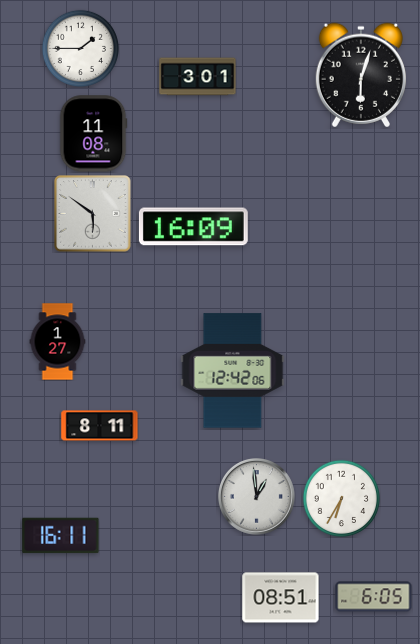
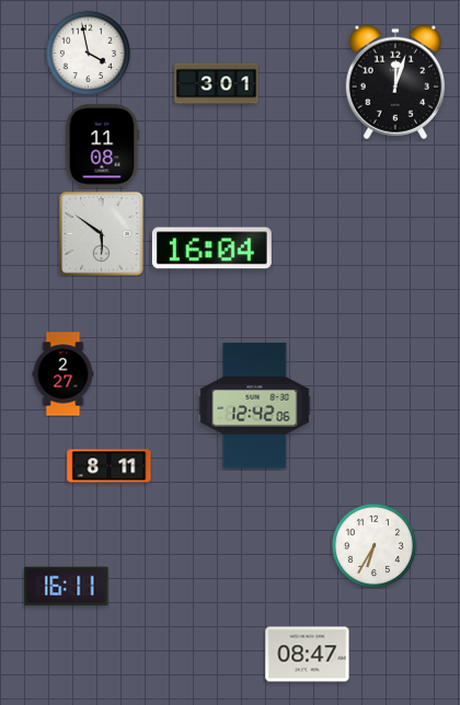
clock at (80, 48): 1:45 -> 3:58
clock at (361, 75): 6:03 -> 12:03
clock at (193, 227): 16:09 -> 16:04
clock at (58, 342): 1:27 -> 2:27
clock at (257, 497): 12:59 -> none
clock at (374, 597): 6:05 -> none
clock at (281, 598): 08:51 -> 08:47
